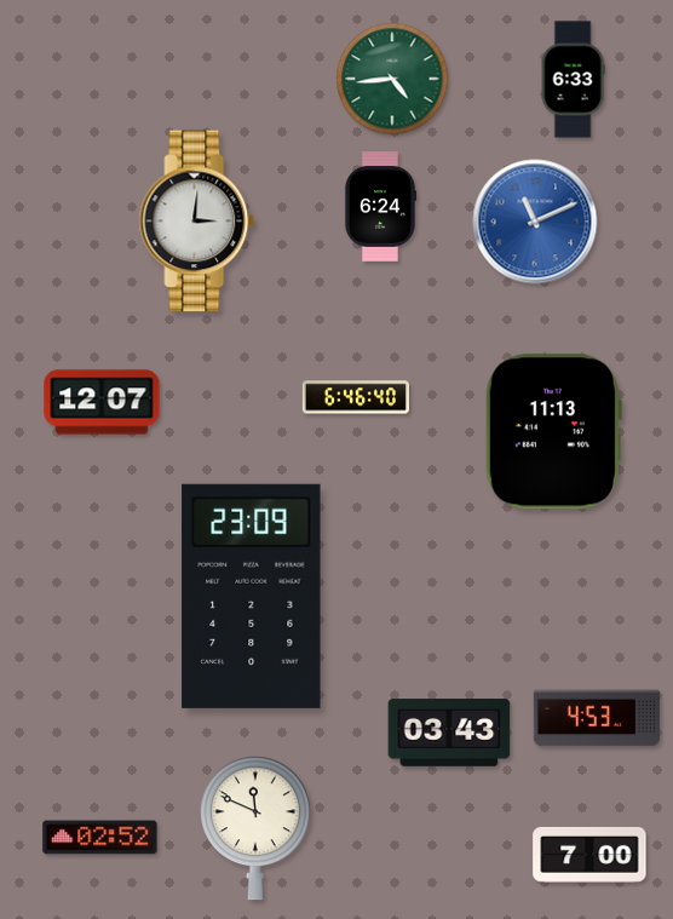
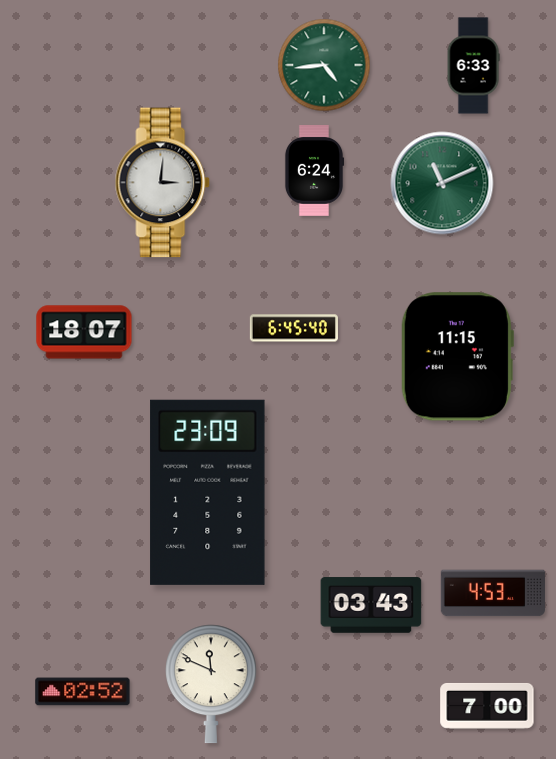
clock at (535, 222) dial: blue -> green
clock at (356, 397): 6:46 -> 6:45
clock at (102, 402): 12:07 -> 18:07
clock at (553, 432): 11:13 -> 11:15
